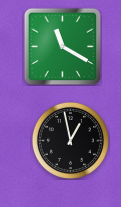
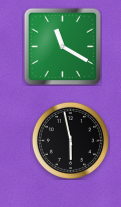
clock at (70, 140): 12:58 -> 5:58
